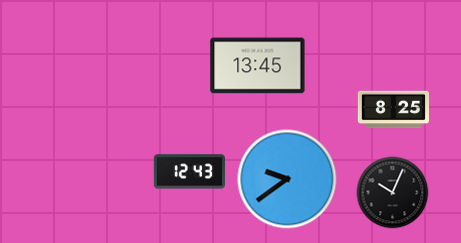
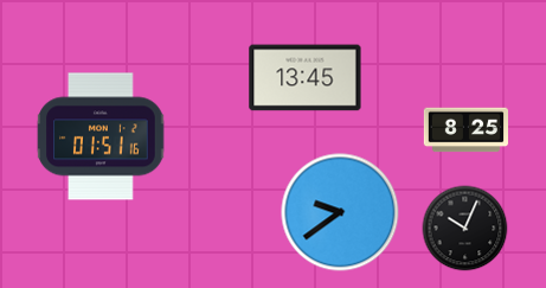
clock at (101, 136): none -> 01:51
clock at (189, 172): 12:43 -> none
